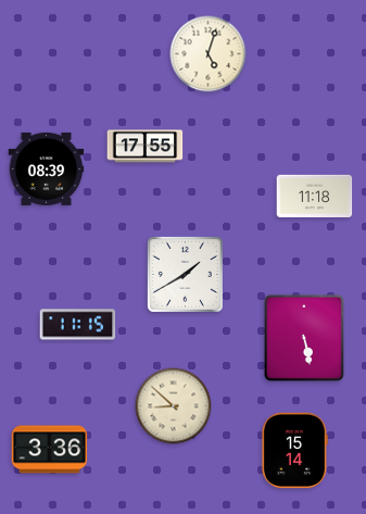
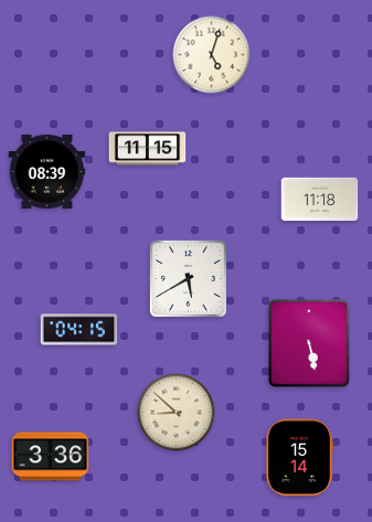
clock at (146, 147): 17:55 -> 11:15
clock at (185, 274): 1:40 -> 5:40
clock at (78, 325): 11:15 -> 04:15
